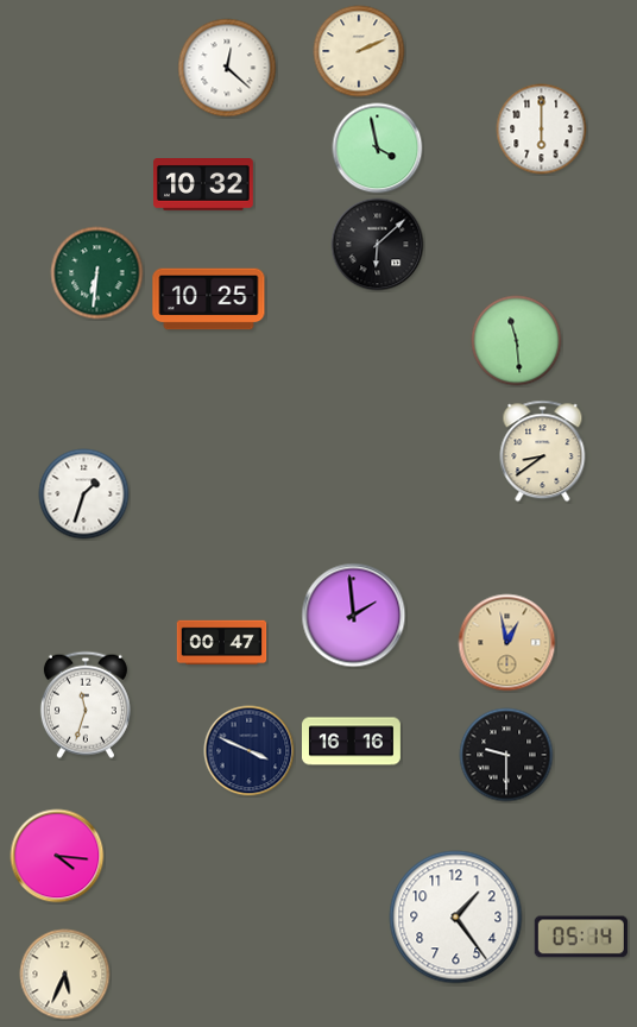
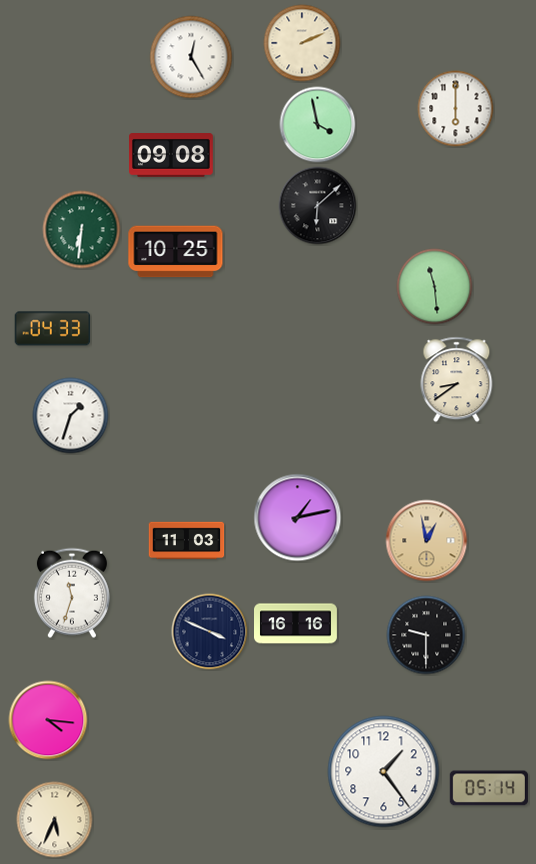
clock at (227, 68): 12:22 -> 12:25
clock at (204, 185): 10:32 -> 09:08
clock at (53, 329): none -> 04:33
clock at (354, 616): 1:59 -> 1:13
clock at (222, 643): 00:47 -> 11:03
